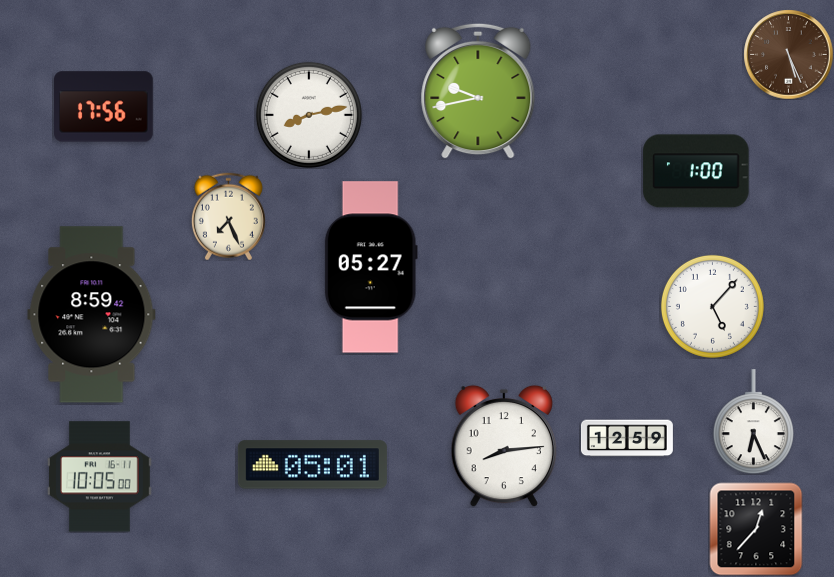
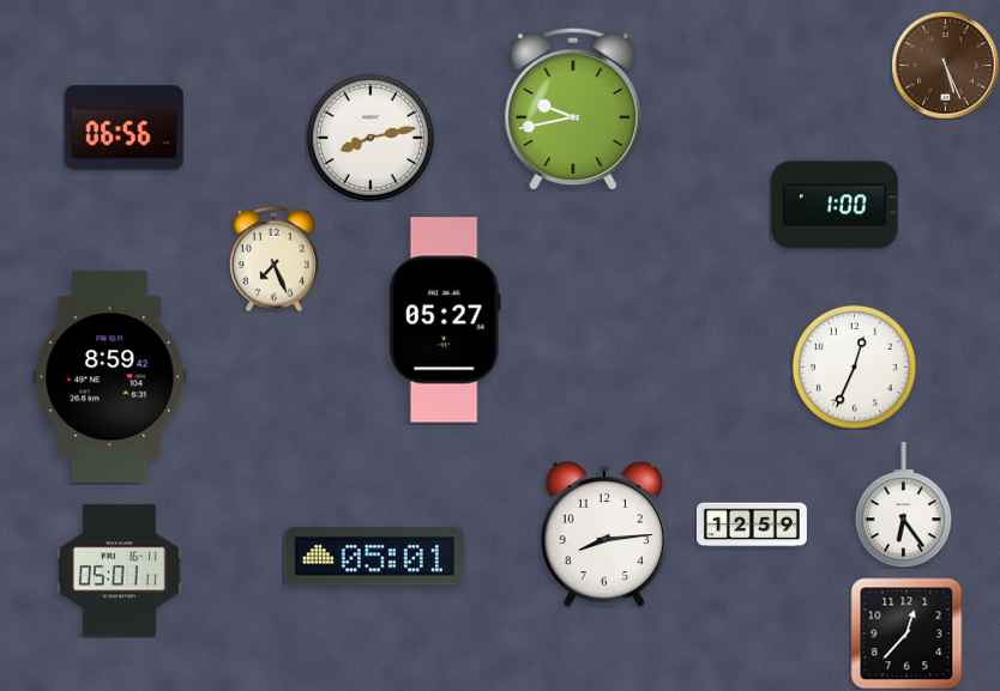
clock at (104, 107): 17:56 -> 06:56
clock at (712, 306): 5:07 -> 12:34
clock at (753, 422): 6:26 -> 6:24
clock at (100, 477): 10:05 -> 05:01
